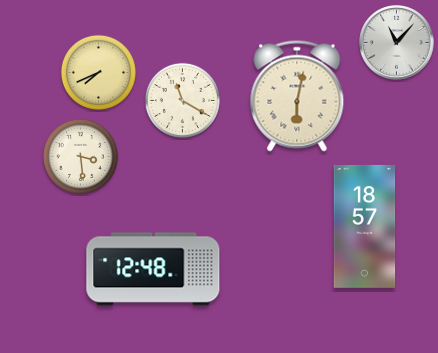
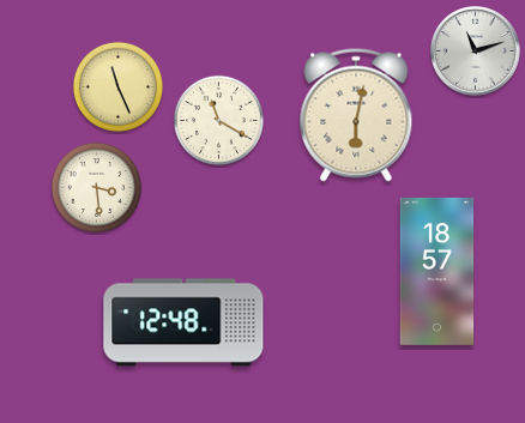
clock at (397, 43): 11:07 -> 11:12
clock at (98, 72): 7:41 -> 11:26
